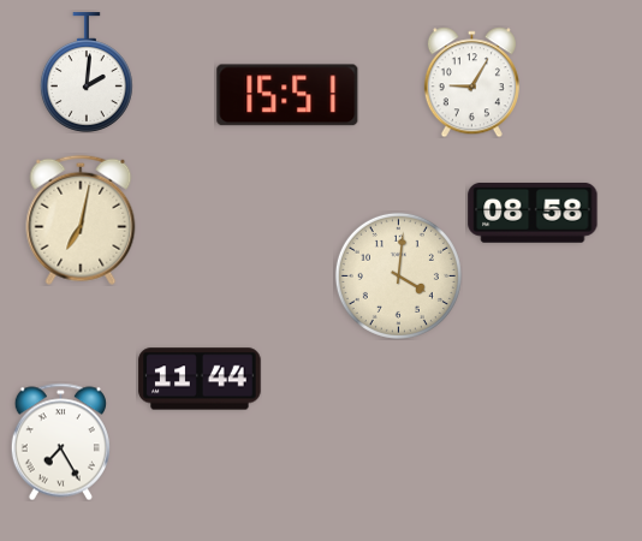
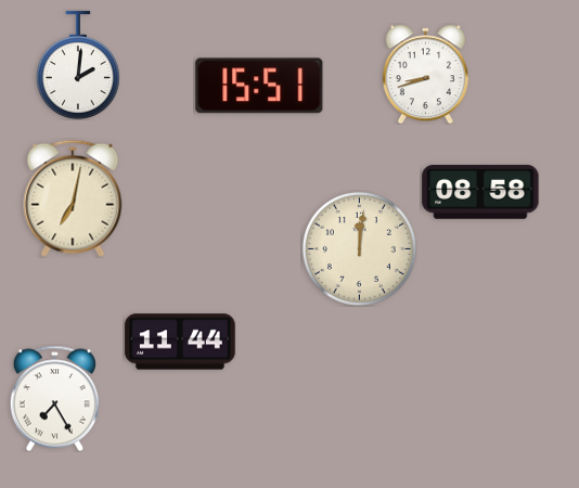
clock at (471, 82): 9:05 -> 8:42
clock at (398, 275): 4:01 -> 12:01
